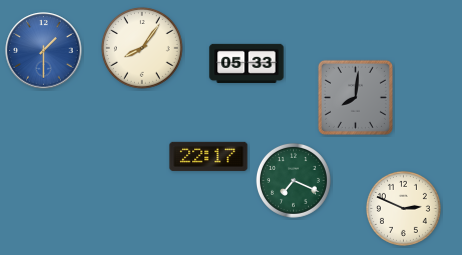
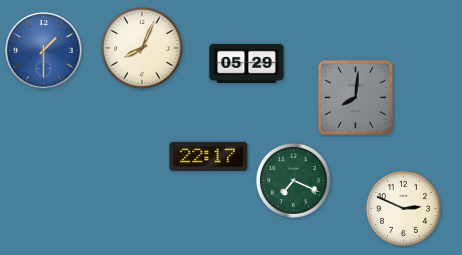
clock at (143, 49): 8:06 -> 8:04
clock at (247, 63): 05:33 -> 05:29
